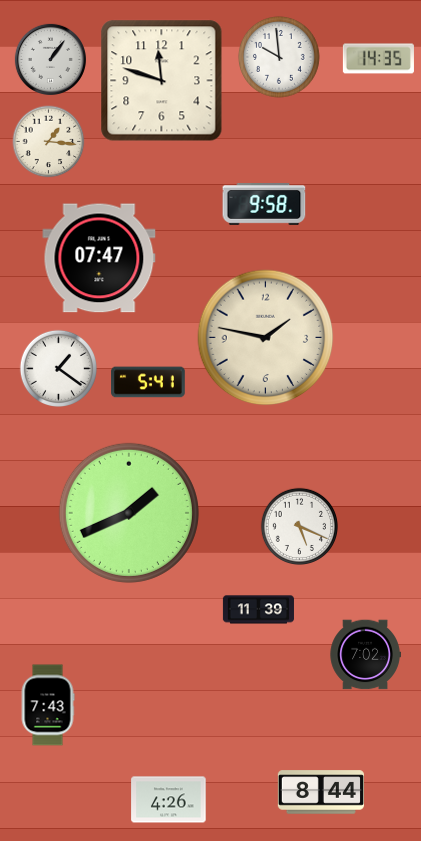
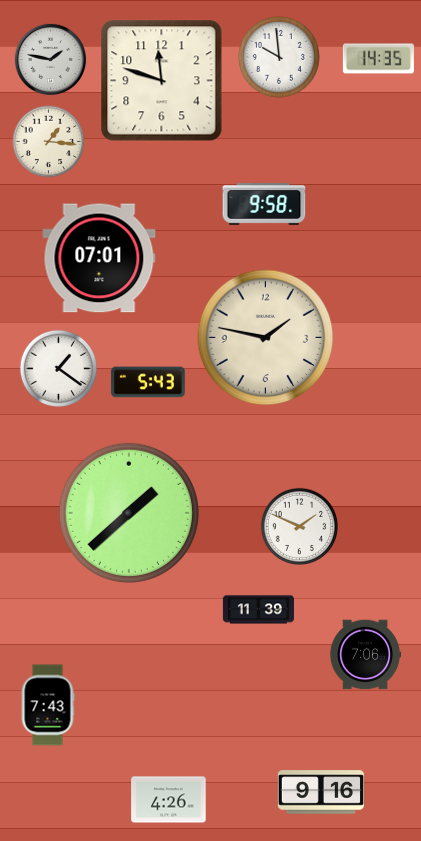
clock at (50, 59): 1:06 -> 1:47
clock at (99, 258): 07:47 -> 07:01
clock at (148, 382): 5:41 -> 5:43
clock at (129, 513): 1:41 -> 1:38
clock at (299, 526): 5:19 -> 1:49
clock at (365, 655): 7:02 -> 7:06
clock at (320, 792): 8:44 -> 9:16
